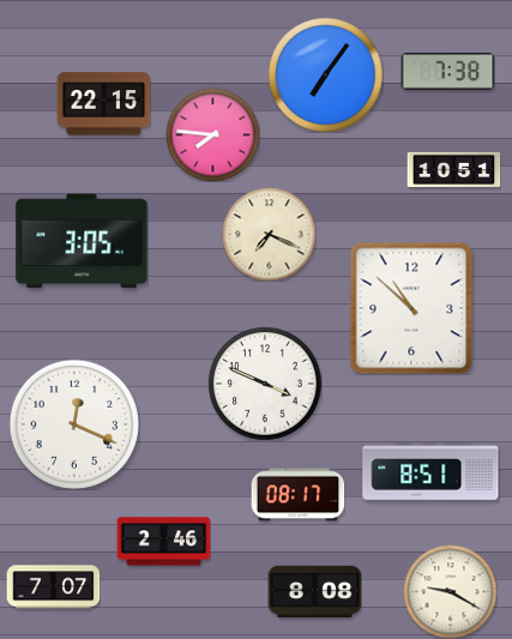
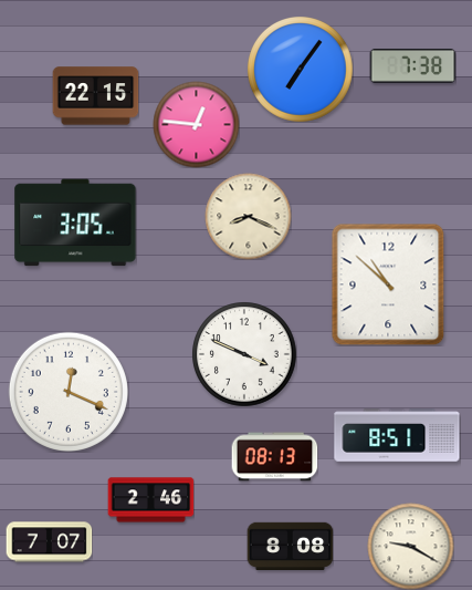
clock at (212, 134): 7:46 -> 12:46
clock at (453, 169): 10:51 -> none
clock at (269, 234): 7:19 -> 8:19
clock at (411, 308) position: (411, 308) -> (388, 284)
clock at (297, 495): 08:17 -> 08:13
clock at (450, 591) position: (450, 591) -> (410, 546)
